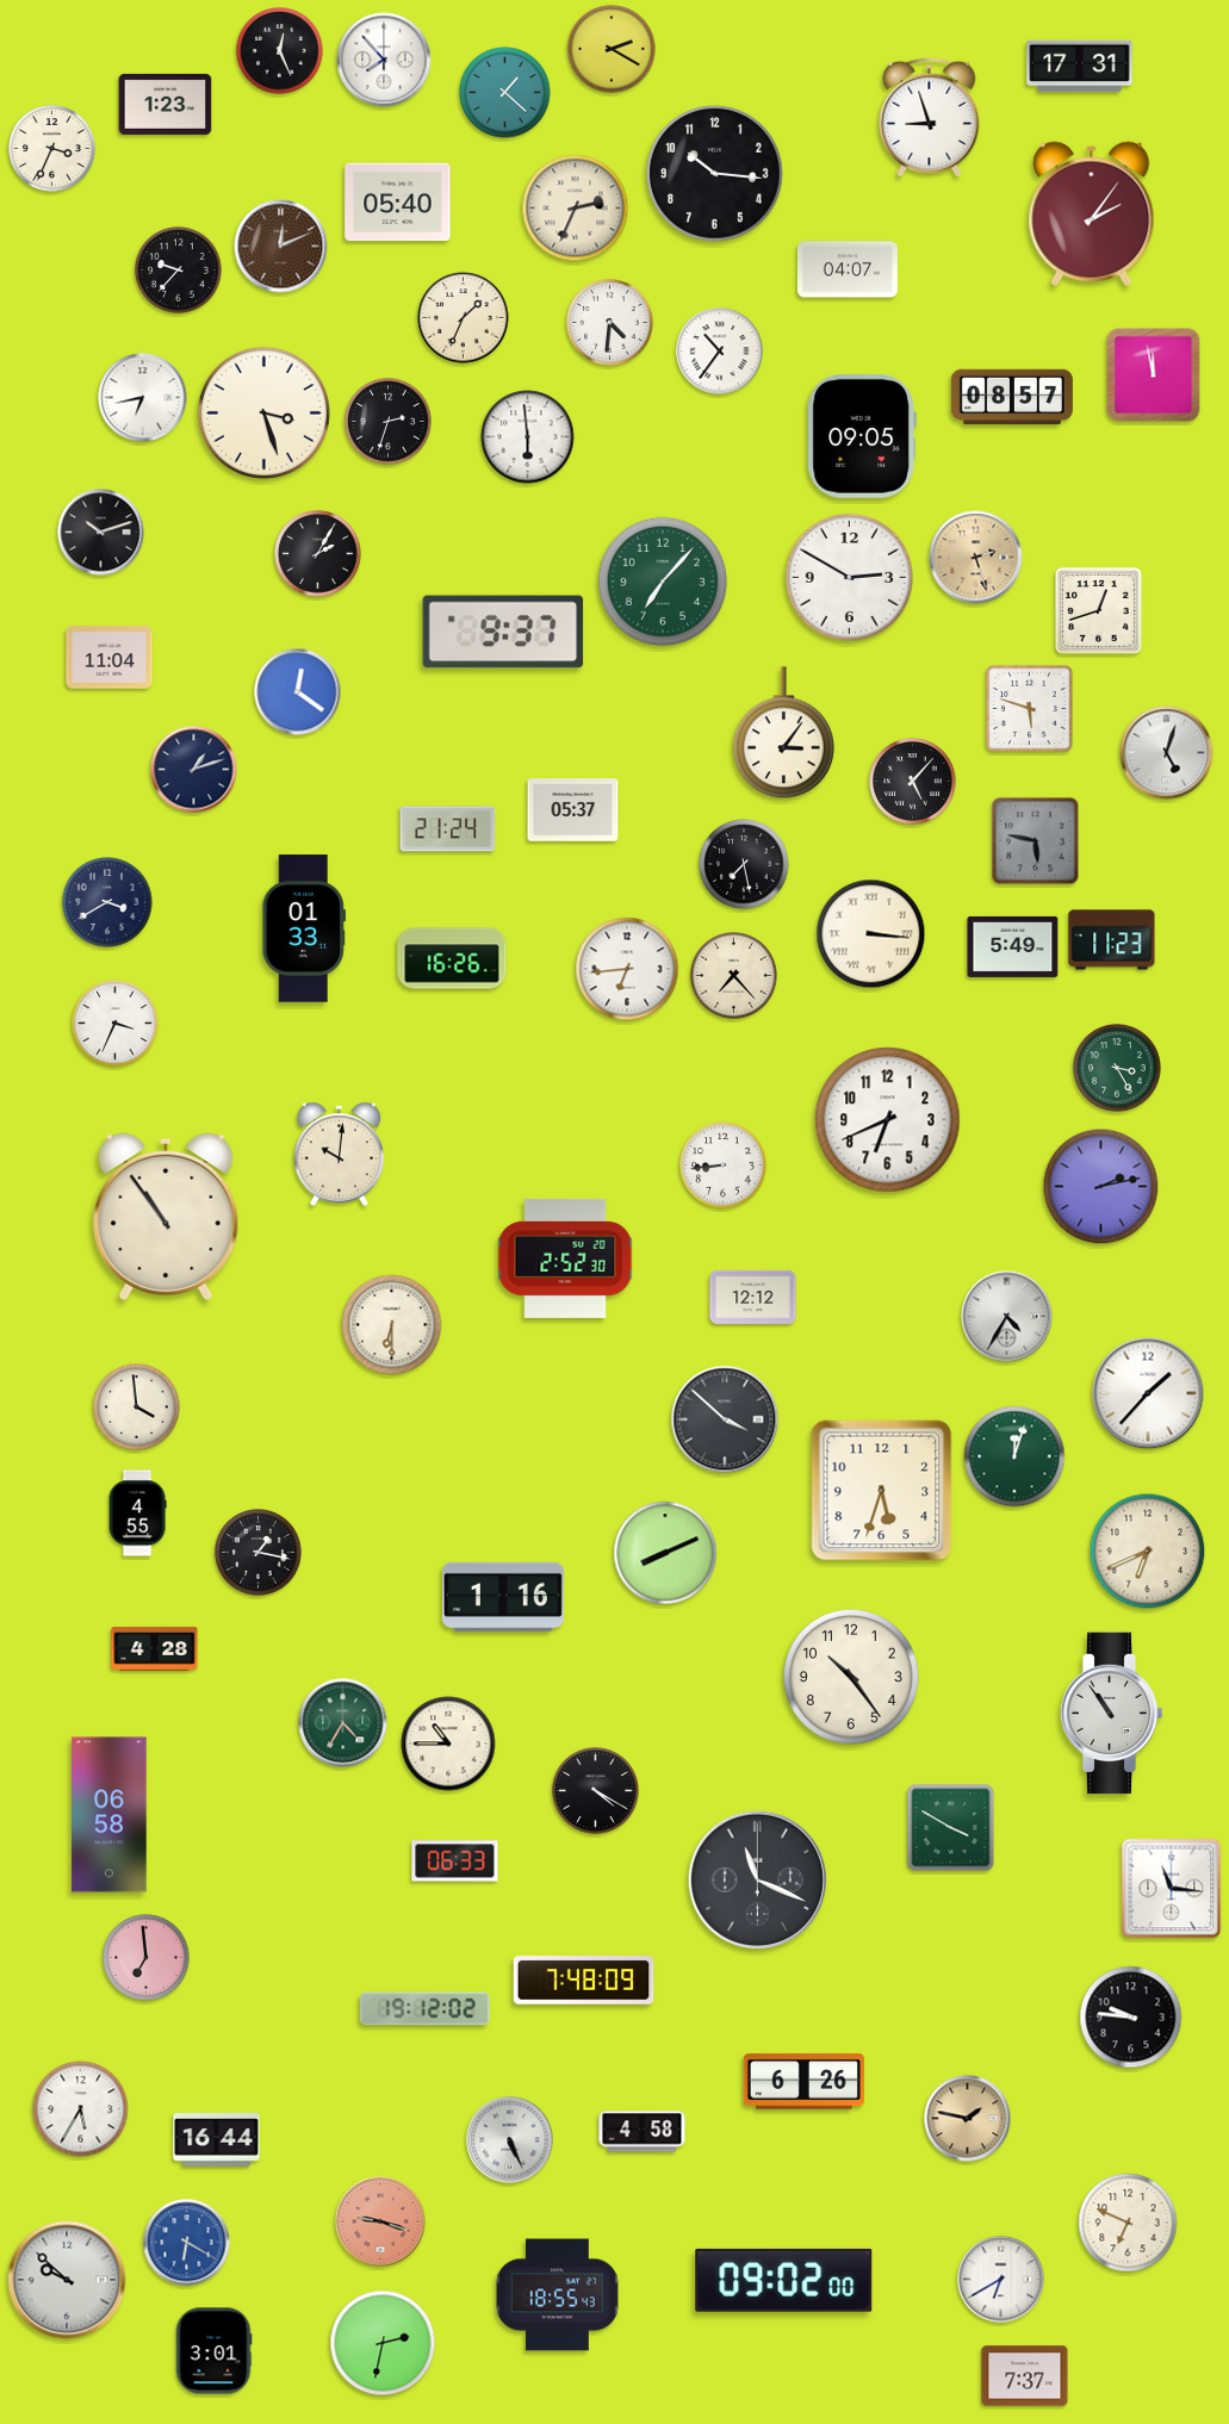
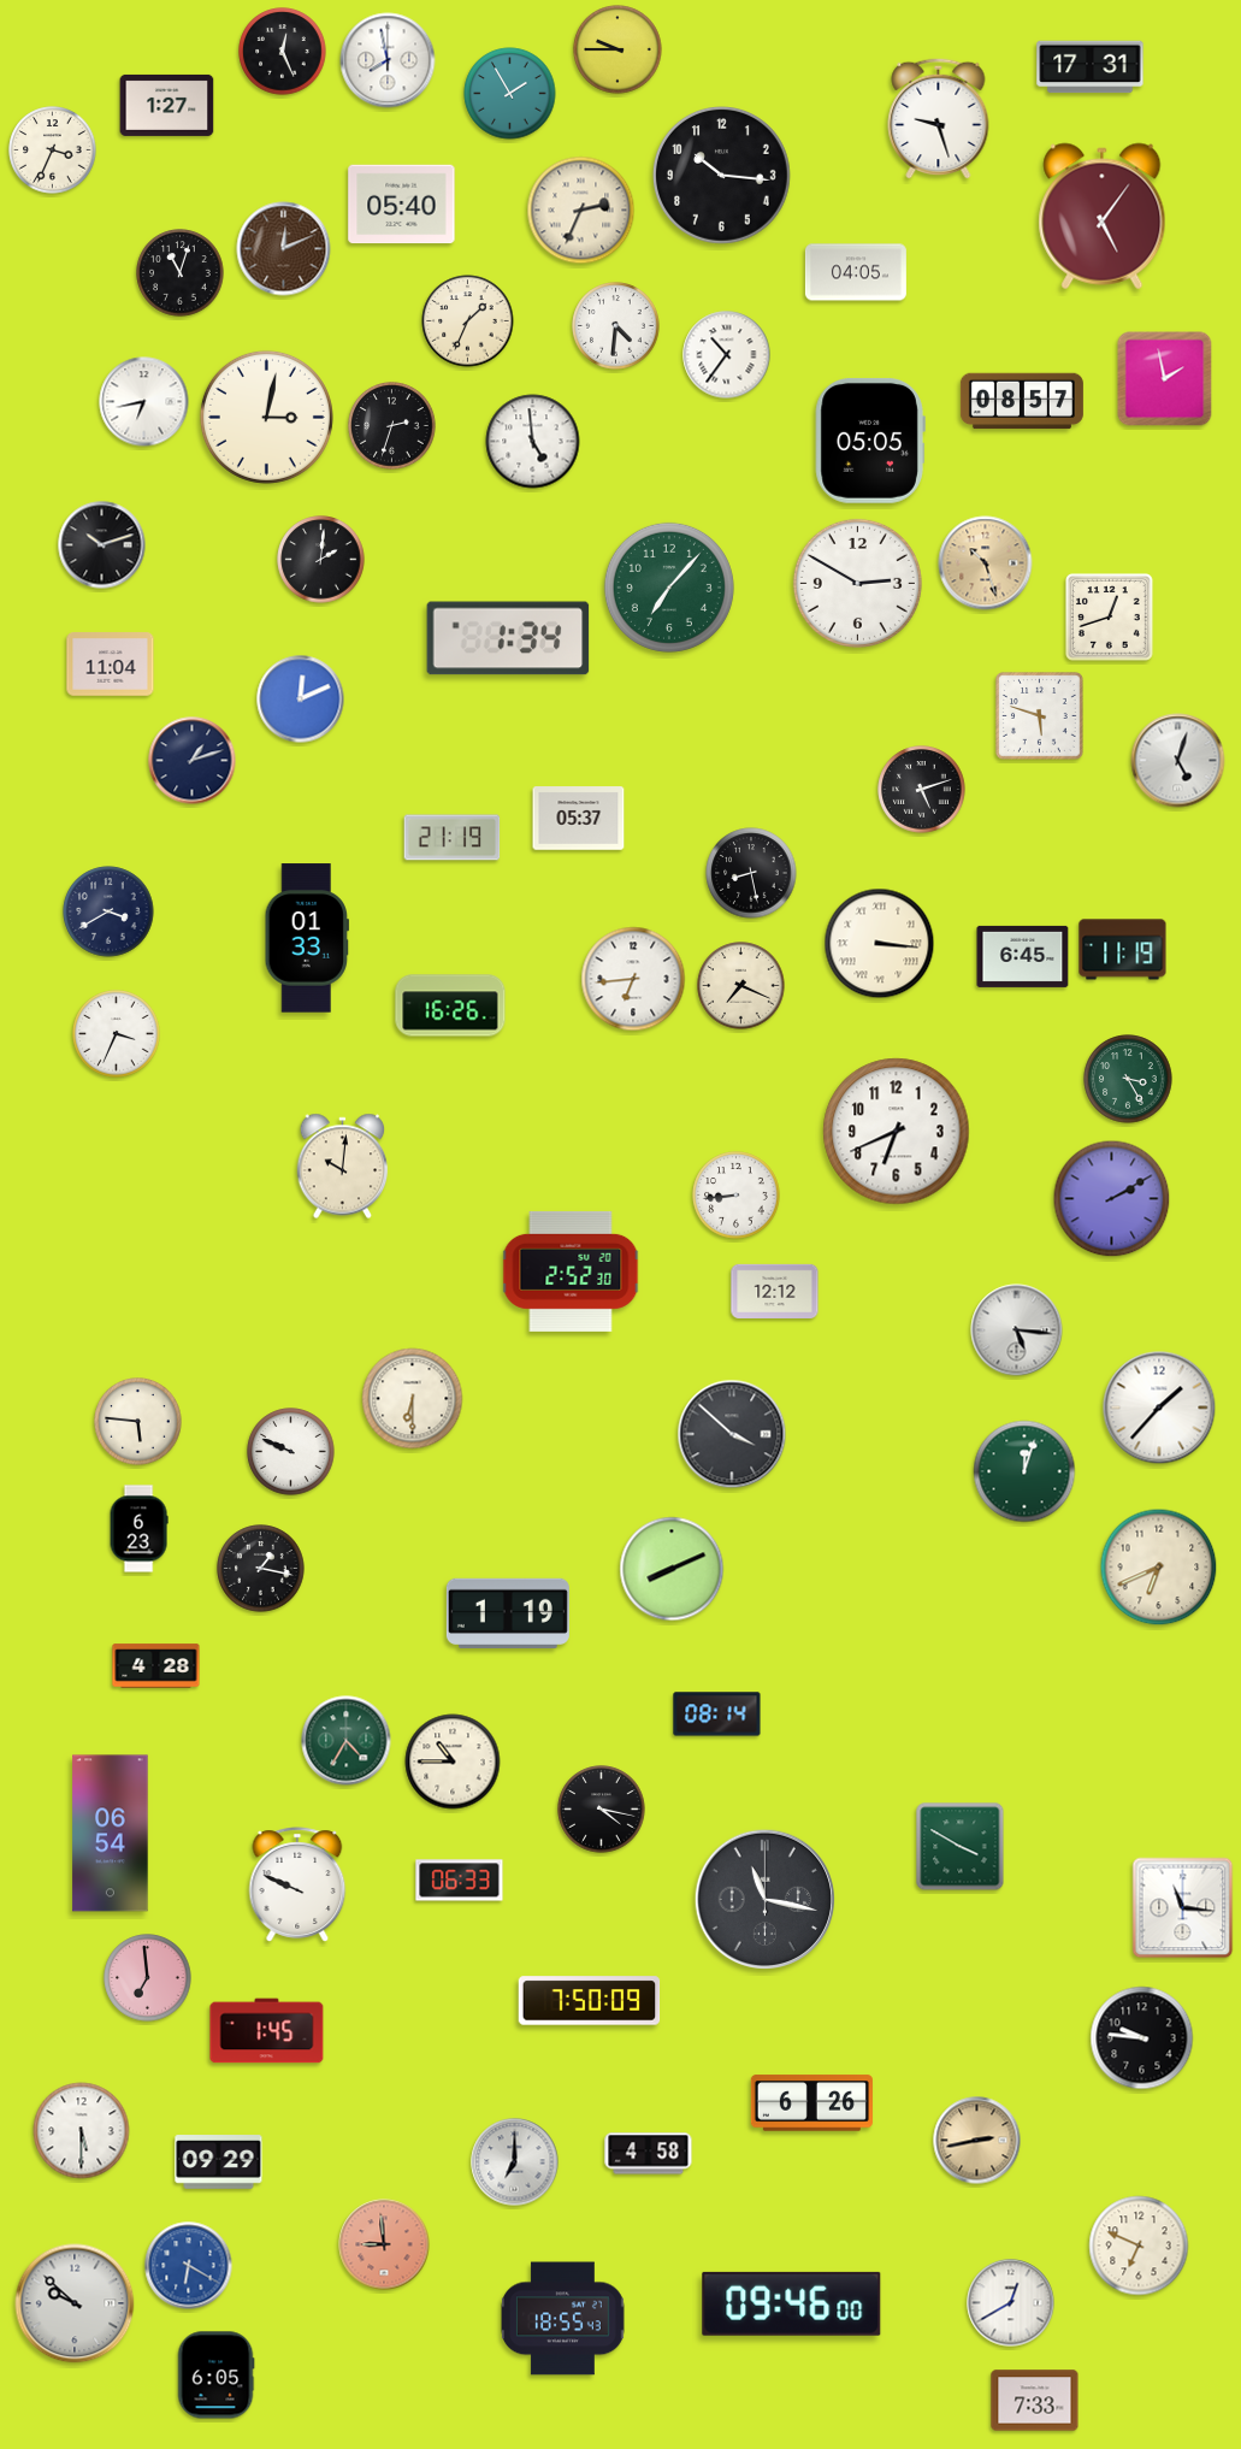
clock at (612, 49): 2:20 -> 9:45
clock at (384, 60): 7:53 -> 7:58
clock at (505, 93): 1:22 -> 1:55
clock at (166, 104): 1:23 -> 1:27
clock at (930, 117): 8:57 -> 9:27
clock at (1092, 215): 2:06 -> 5:06
clock at (848, 269): 04:07 -> 04:05
clock at (179, 271): 9:37 -> 11:03
clock at (1154, 375): 11:58 -> 1:58
clock at (263, 412): 3:27 -> 3:02
clock at (862, 436): 09:05 -> 05:05
clock at (528, 437): 5:59 -> 4:59
clock at (101, 533) position: (101, 533) -> (102, 545)
clock at (318, 554): 2:05 -> 2:01
clock at (976, 558): 2:27 -> 10:27
clock at (503, 632): 9:37 -> 1:34
clock at (298, 692): 12:21 -> 12:11
clock at (783, 733): 3:06 -> none
clock at (194, 770) position: (194, 770) -> (193, 761)
clock at (913, 782): 5:07 -> 5:12
clock at (448, 829): 21:24 -> 21:19
clock at (1036, 841): 5:47 -> none
clock at (744, 864): 7:28 -> 8:28
clock at (1112, 940): 11:23 -> 11:19
clock at (1013, 946): 5:49 -> 6:45
clock at (452, 958) position: (452, 958) -> (450, 1005)
clock at (734, 976): 7:23 -> 7:19
clock at (724, 1166) position: (724, 1166) -> (737, 1196)
clock at (1101, 1187): 2:13 -> 2:10
clock at (166, 1217): 10:54 -> none
clock at (753, 1297) position: (753, 1297) -> (775, 1291)
clock at (1007, 1317): 4:35 -> 5:16
clock at (392, 1325) position: (392, 1325) -> (413, 1399)
clock at (137, 1407): 3:59 -> 5:46
clock at (291, 1452): none -> 9:49
clock at (882, 1491): 5:33 -> none
clock at (137, 1514): 4:55 -> 6:23
clock at (503, 1596): 1:16 -> 1:19
clock at (851, 1677): 10:24 -> none
clock at (717, 1715): none -> 08:14
clock at (1111, 1714): 10:54 -> none
clock at (596, 1791): 4:20 -> 4:17
clock at (110, 1815): 06:58 -> 06:54
clock at (297, 1884): none -> 9:49
clock at (758, 1881): 11:19 -> 11:17
clock at (584, 1981): 7:48 -> 7:50
clock at (426, 2008): 19:12 -> none
clock at (267, 2031): none -> 1:45
clock at (81, 2109): 5:35 -> 5:30
clock at (968, 2119): 1:47 -> 2:43
clock at (217, 2140): 16:44 -> 09:29
clock at (510, 2140): 5:26 -> 7:00
clock at (380, 2221): 9:18 -> 8:59
clock at (67, 2280) position: (67, 2280) -> (75, 2303)
clock at (784, 2280): 09:02 -> 09:46
clock at (1001, 2280): 6:40 -> 12:40
clock at (383, 2343): 2:32 -> none
clock at (213, 2351): 3:01 -> 6:05
clock at (1025, 2376): 7:37 -> 7:33
